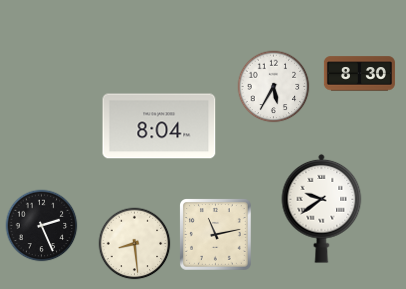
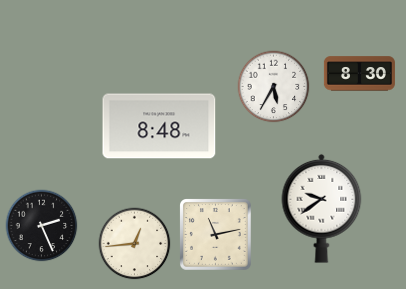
clock at (159, 126): 8:04 -> 8:48
clock at (135, 244): 8:29 -> 12:44
